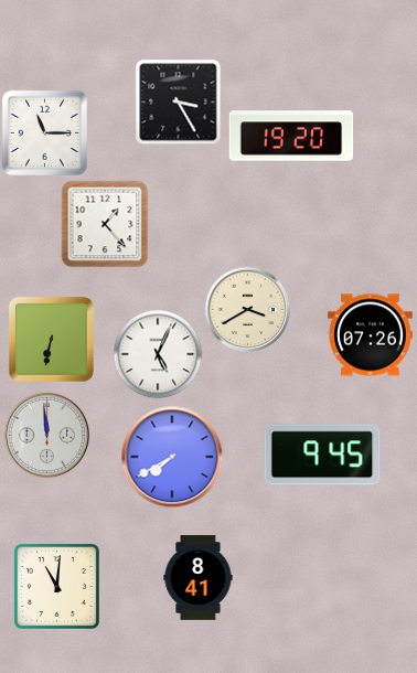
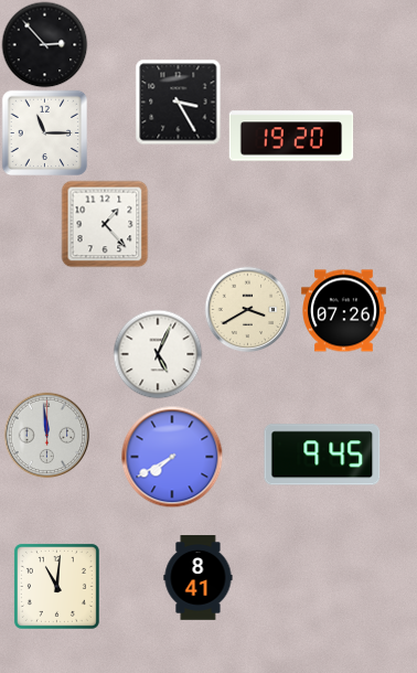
clock at (44, 44): none -> 2:53
clock at (371, 335) position: (371, 335) -> (344, 311)
clock at (51, 339): 6:32 -> none
